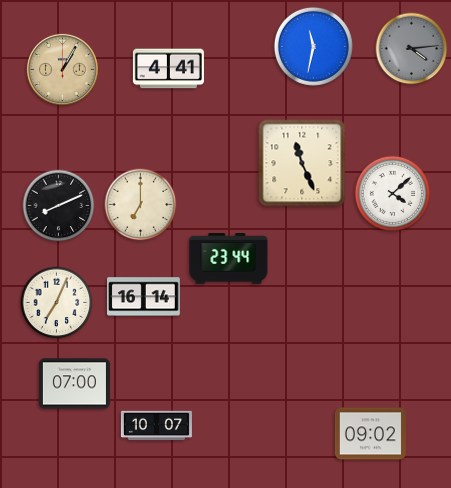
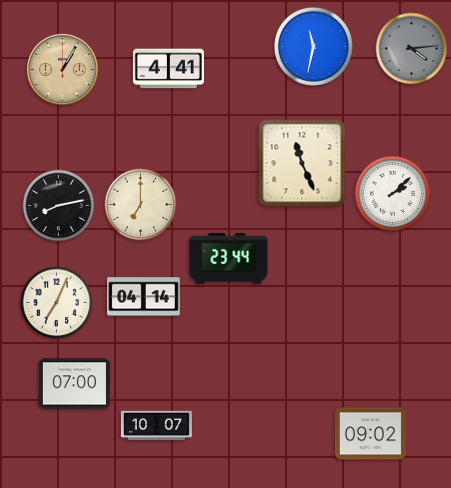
clock at (393, 194): 4:08 -> 2:08
clock at (59, 206): 8:11 -> 8:13
clock at (144, 297): 16:14 -> 04:14
